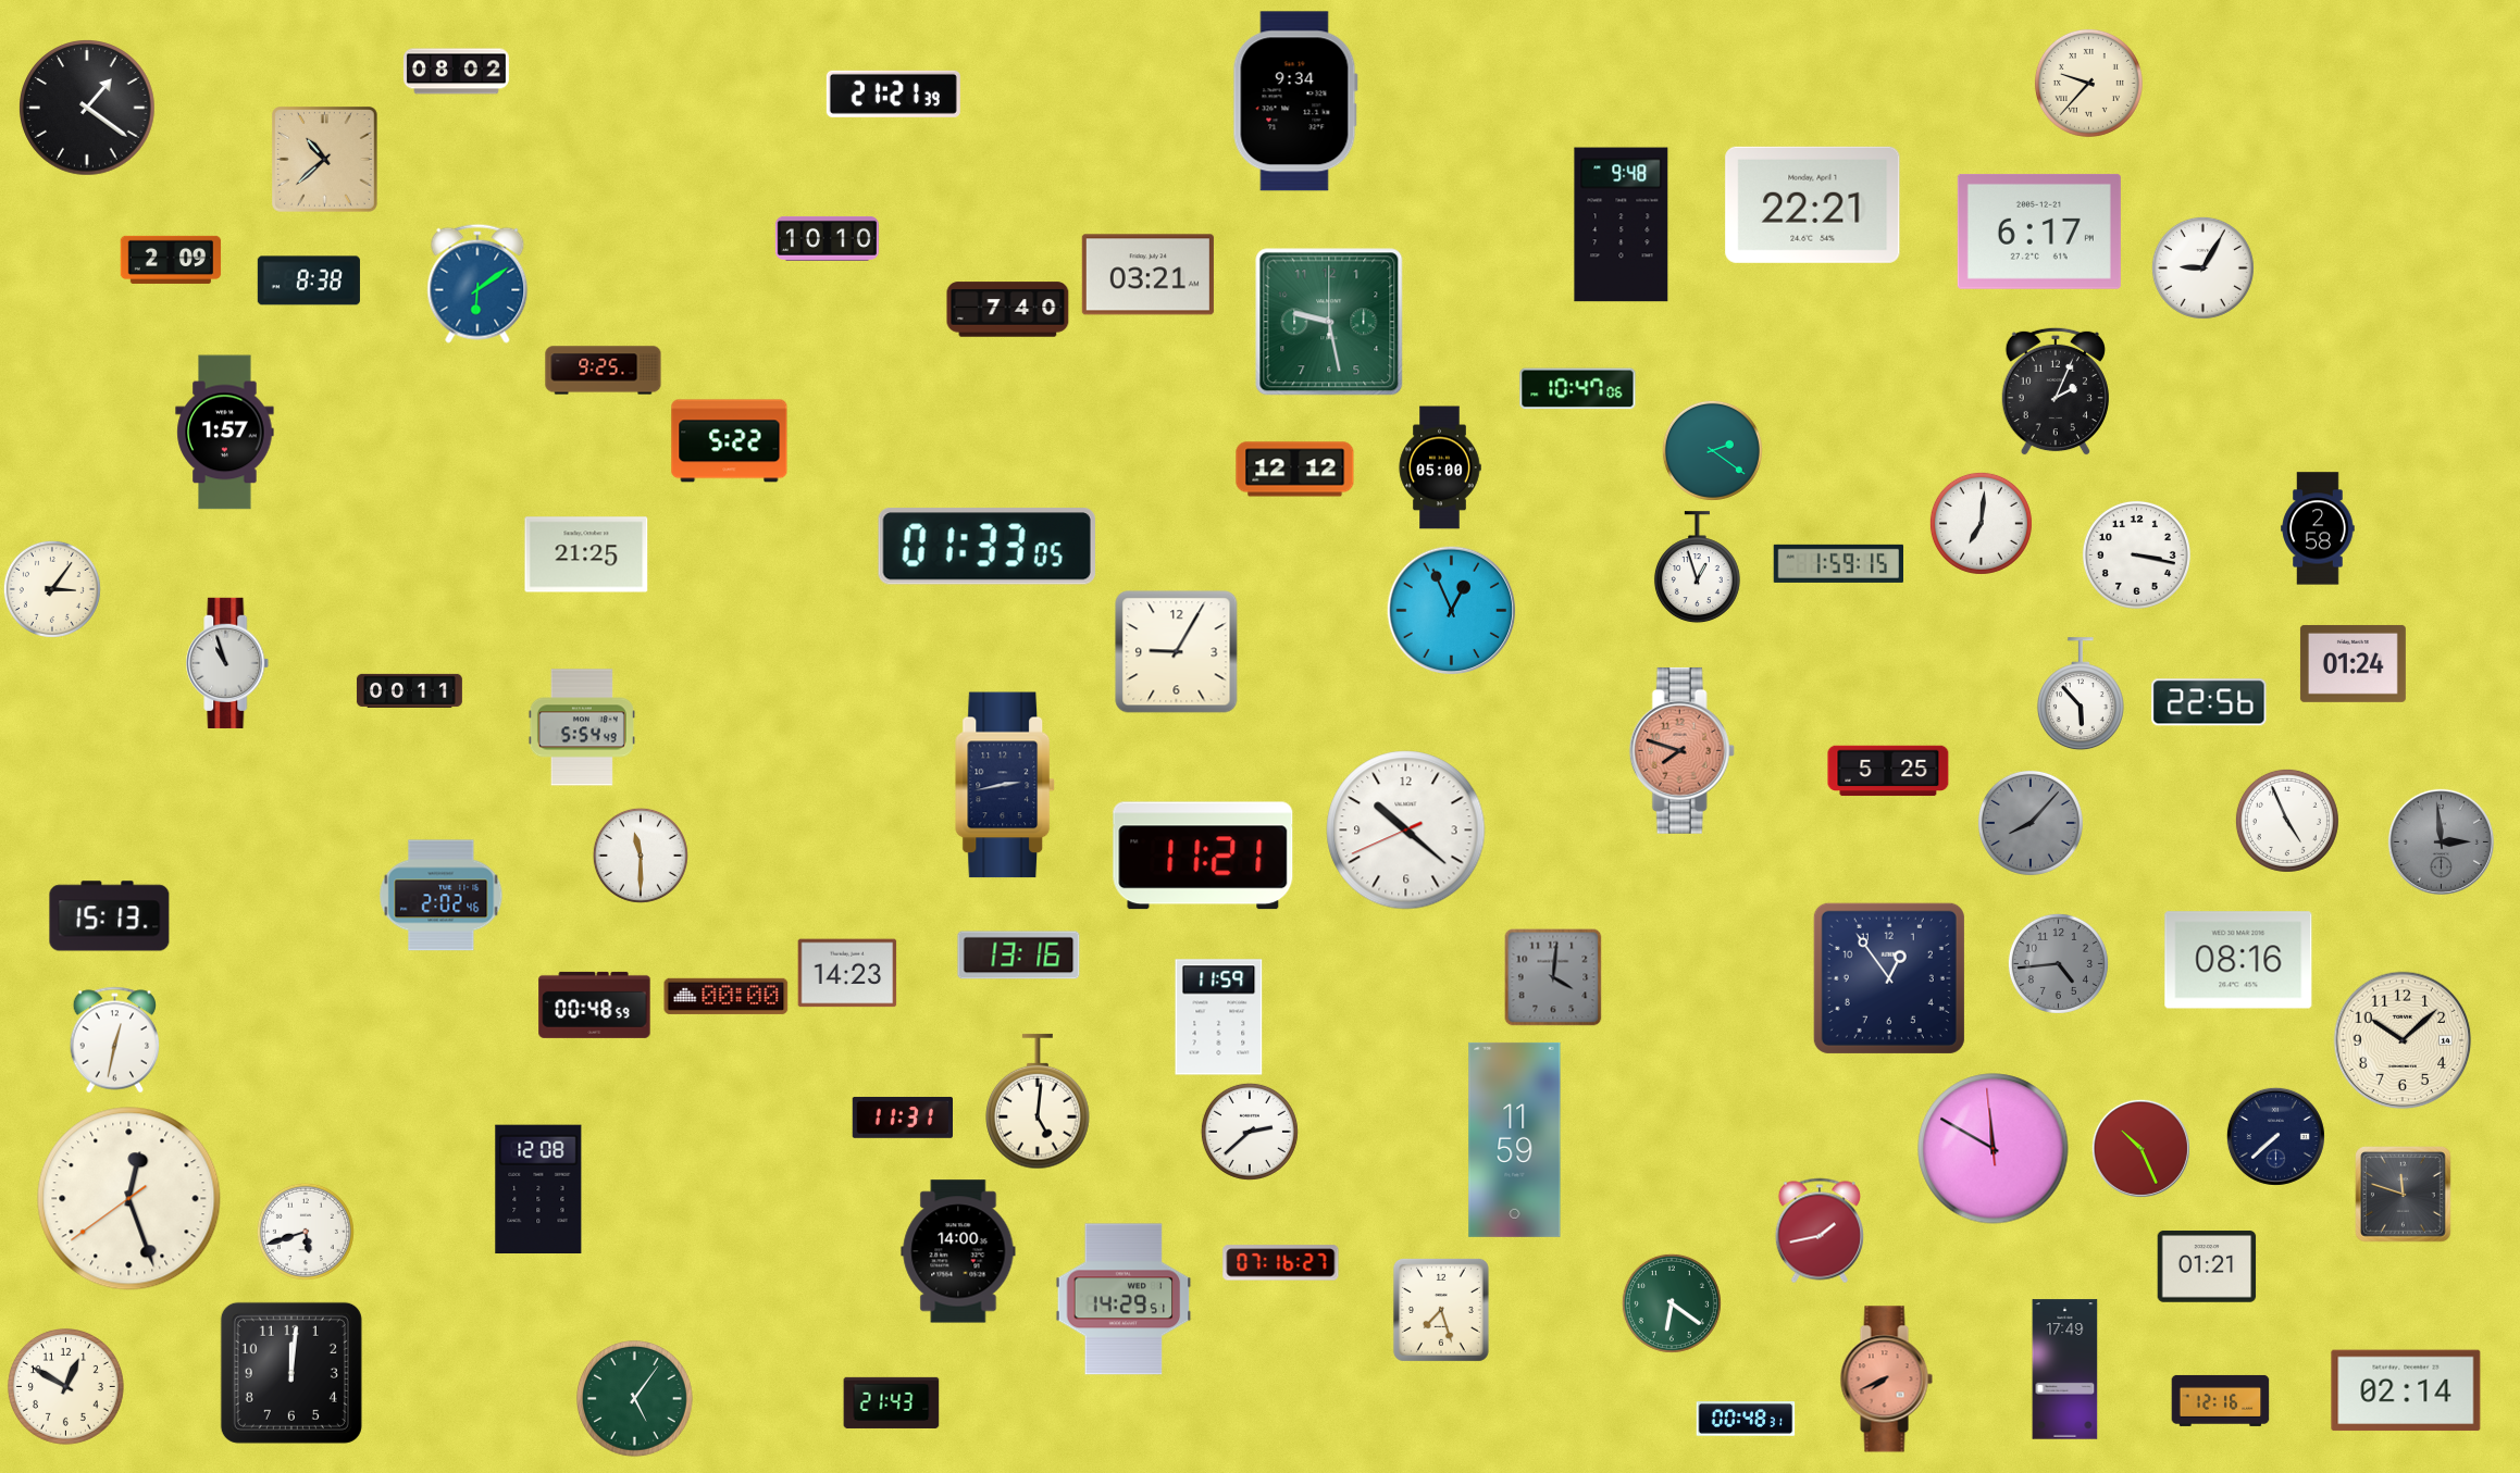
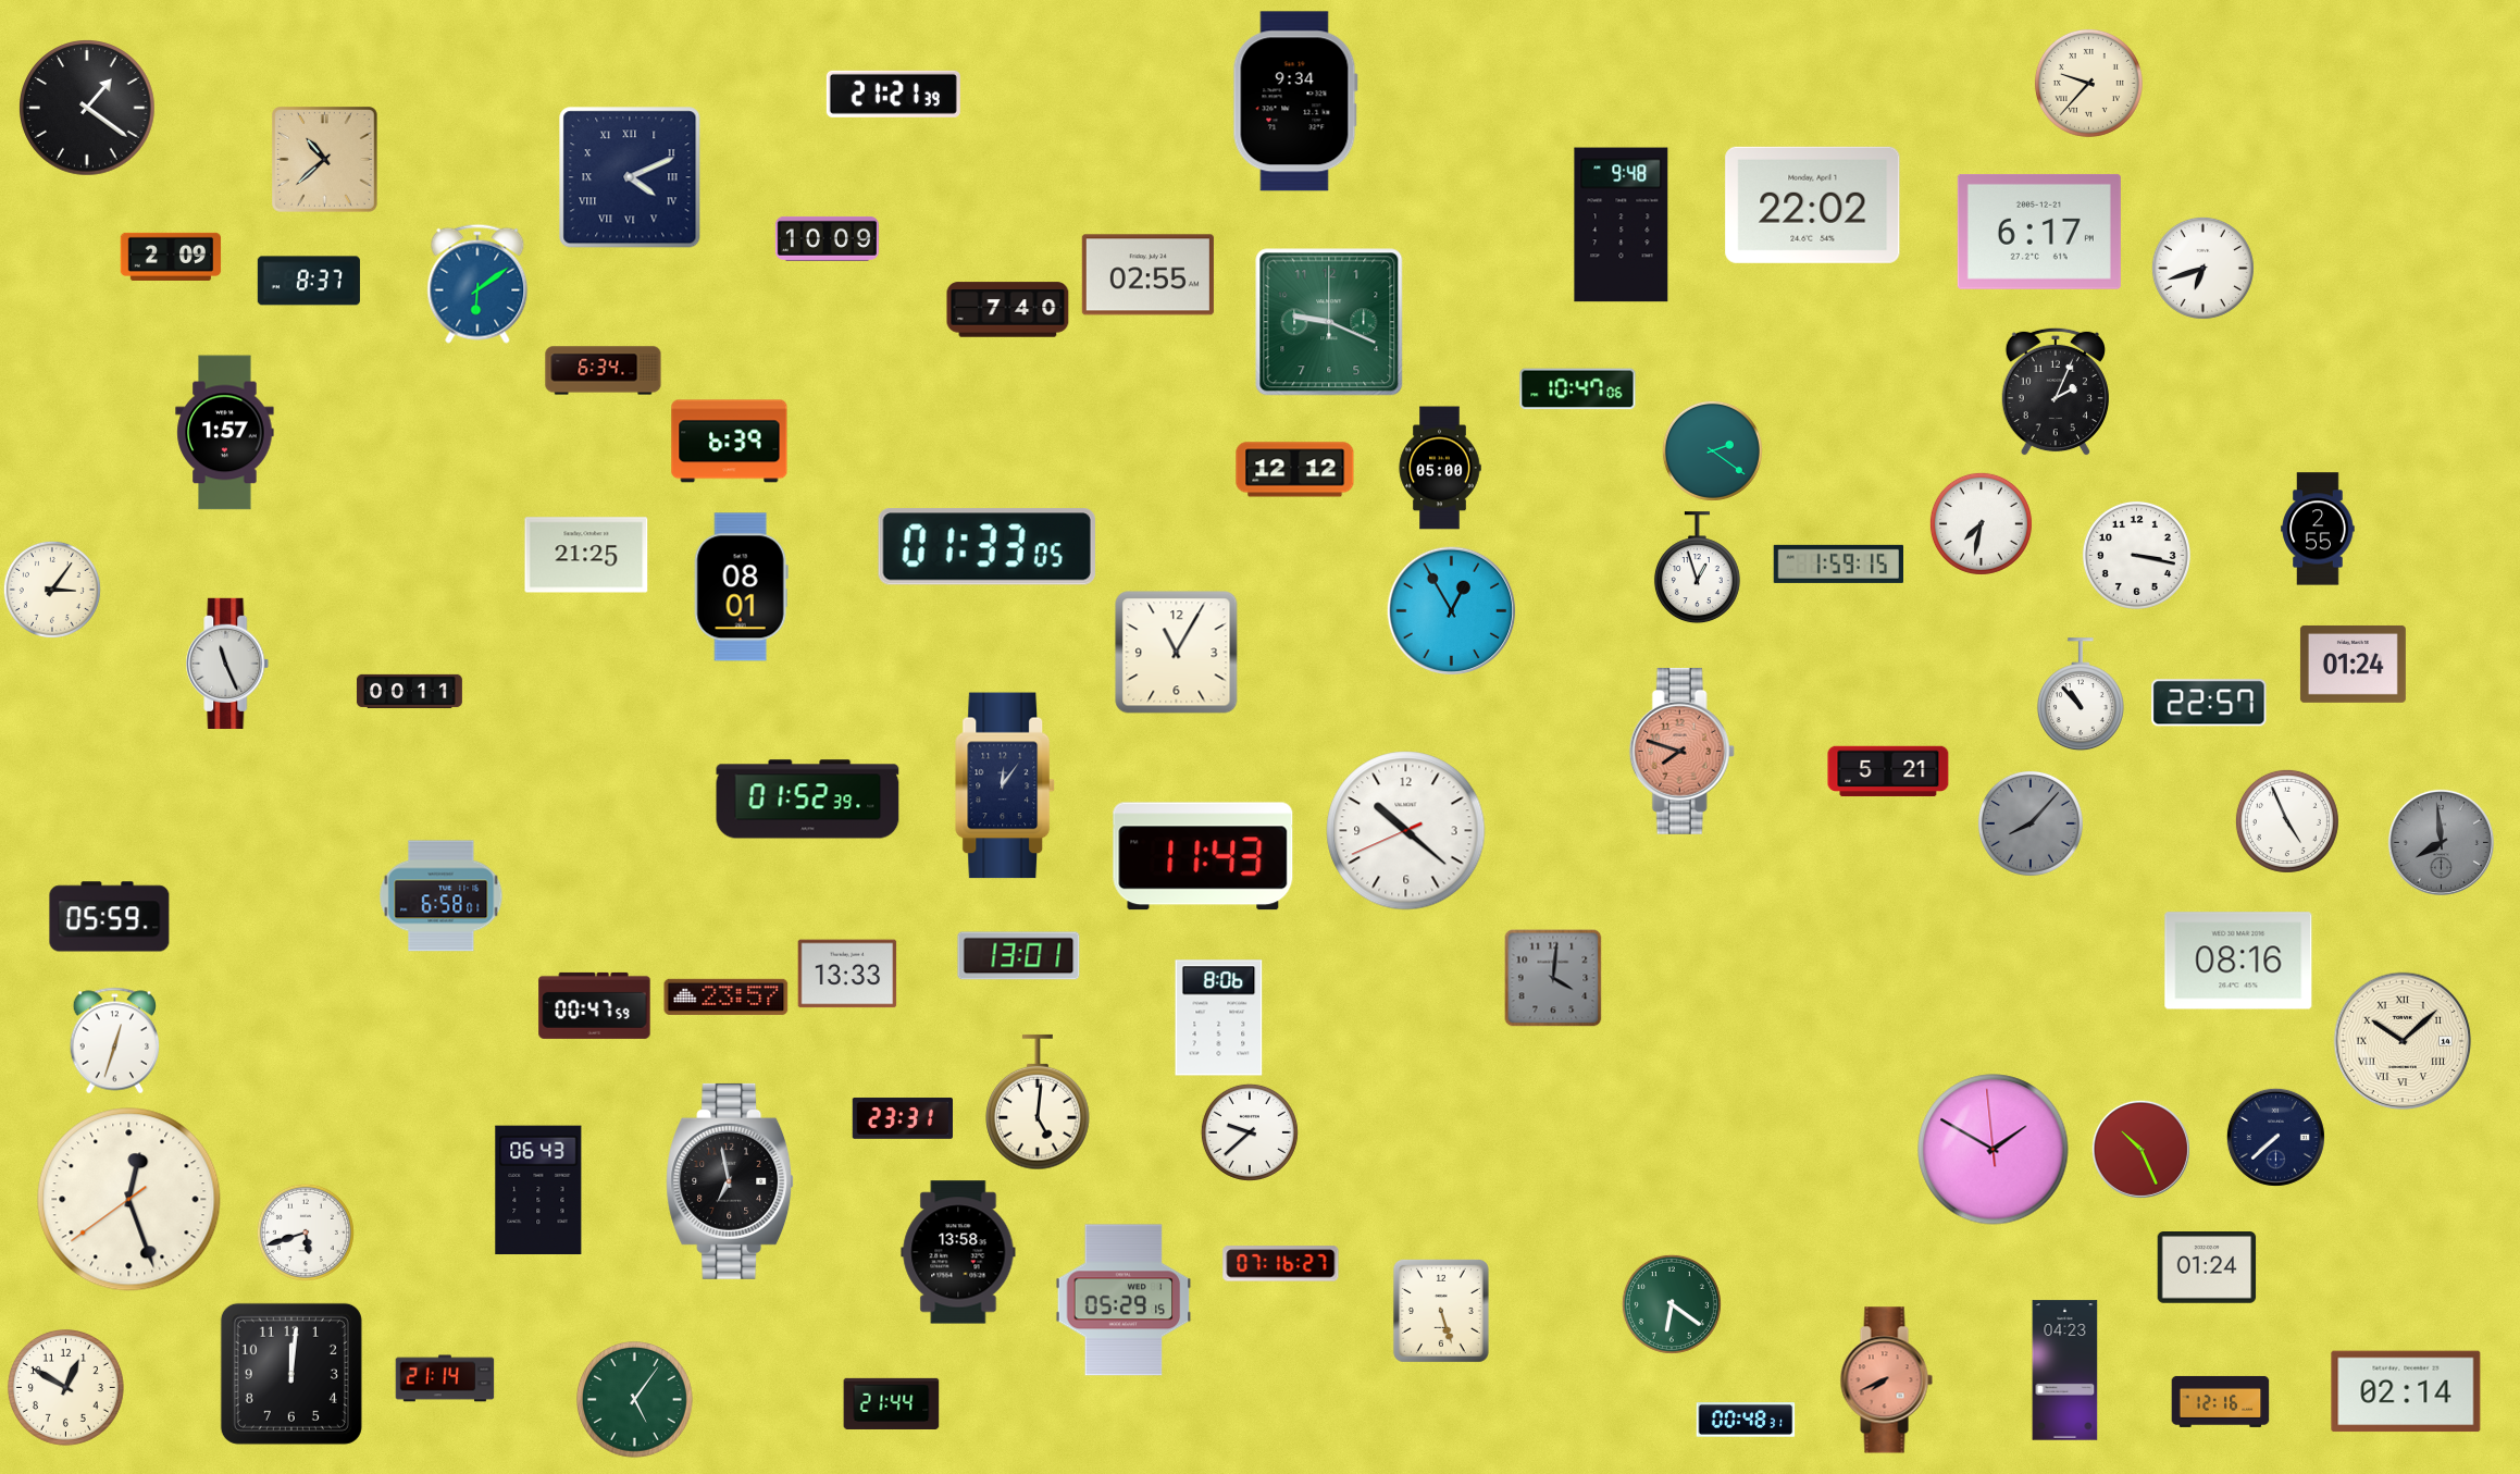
clock at (456, 72): 08:02 -> none
clock at (630, 177): none -> 4:11
clock at (1813, 204): 22:21 -> 22:02
clock at (827, 238): 10:10 -> 10:09
clock at (171, 260) position: (171, 260) -> (171, 257)
clock at (2202, 267): 9:05 -> 6:42
clock at (1147, 275): 03:21 -> 02:55
clock at (309, 280): 8:38 -> 8:37
clock at (1329, 322): 9:28 -> 9:19
clock at (604, 371): 9:25 -> 6:34
clock at (730, 441): 5:22 -> 6:39
clock at (1981, 523): 7:01 -> 7:32
clock at (2318, 528): 2:58 -> 2:55
clock at (741, 587): none -> 08:01
clock at (1452, 611): 12:56 -> 12:55
clock at (1177, 652): 9:05 -> 11:05
clock at (227, 663): 10:57 -> 11:26
clock at (2081, 695): 5:53 -> 10:53
clock at (2209, 702): 22:56 -> 22:57
clock at (582, 727): 5:54 -> none
clock at (1888, 771): 5:25 -> 5:21
clock at (1006, 785): 2:43 -> 12:06
clock at (808, 800): none -> 01:52
clock at (2441, 841): 2:59 -> 7:59
clock at (641, 856): 11:30 -> none
clock at (1203, 856): 11:21 -> 11:43
clock at (442, 896): 2:02 -> 6:58
clock at (110, 916): 15:13 -> 05:59
clock at (1019, 956): 13:16 -> 13:01
clock at (2058, 963): 4:44 -> none
clock at (847, 973): 14:23 -> 13:33
clock at (1889, 978): 12:54 -> none
clock at (727, 996): 00:00 -> 23:57
clock at (595, 1004): 00:48 -> 00:47
clock at (1219, 1018): 11:59 -> 8:06
clock at (115, 1040): 12:32 -> 12:33
clock at (2403, 1040) numerals: Arabic -> Roman
clock at (902, 1118): 11:31 -> 23:31
clock at (1250, 1132): 2:38 -> 9:38
clock at (1515, 1139): 11:59 -> none
clock at (1994, 1149): 11:49 -> 1:49
clock at (731, 1181): none -> 6:58
clock at (538, 1188): 12:08 -> 06:43
clock at (2404, 1195): 11:48 -> none
clock at (1820, 1231): 1:43 -> none
clock at (958, 1251): 14:00 -> 13:58
clock at (2207, 1268): 01:21 -> 01:24
clock at (1124, 1299): 14:29 -> 05:29
clock at (1441, 1310): 7:27 -> 5:27
clock at (2065, 1370): 17:49 -> 04:23
clock at (445, 1378): none -> 21:14
clock at (892, 1402): 21:43 -> 21:44
